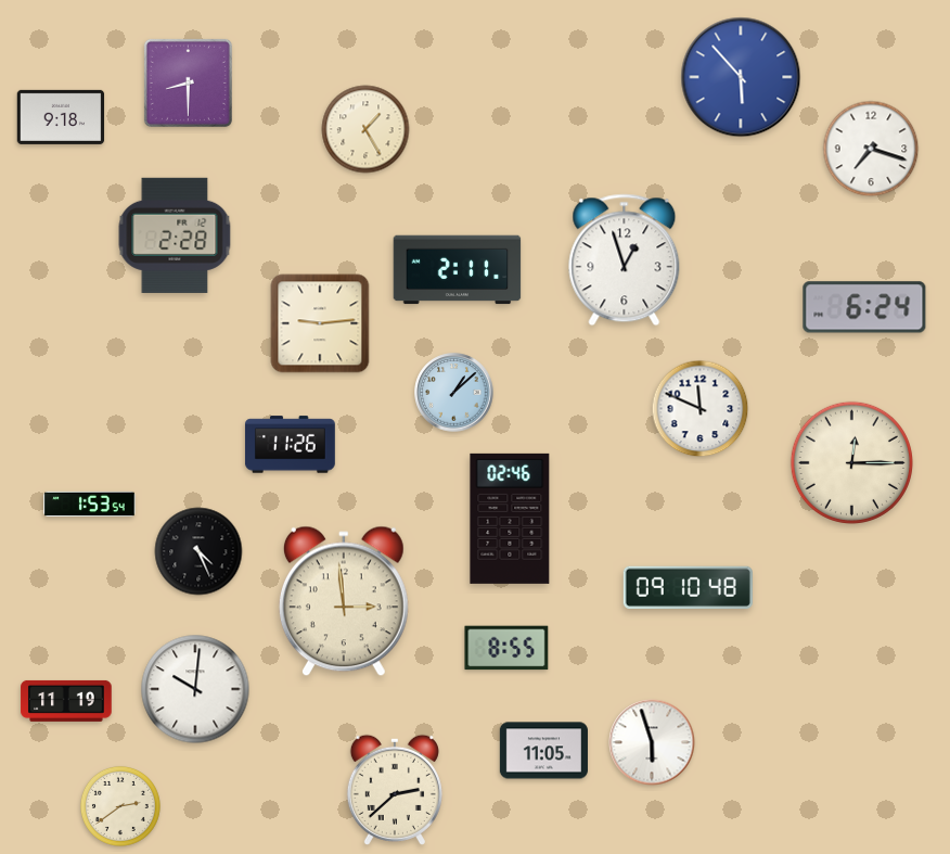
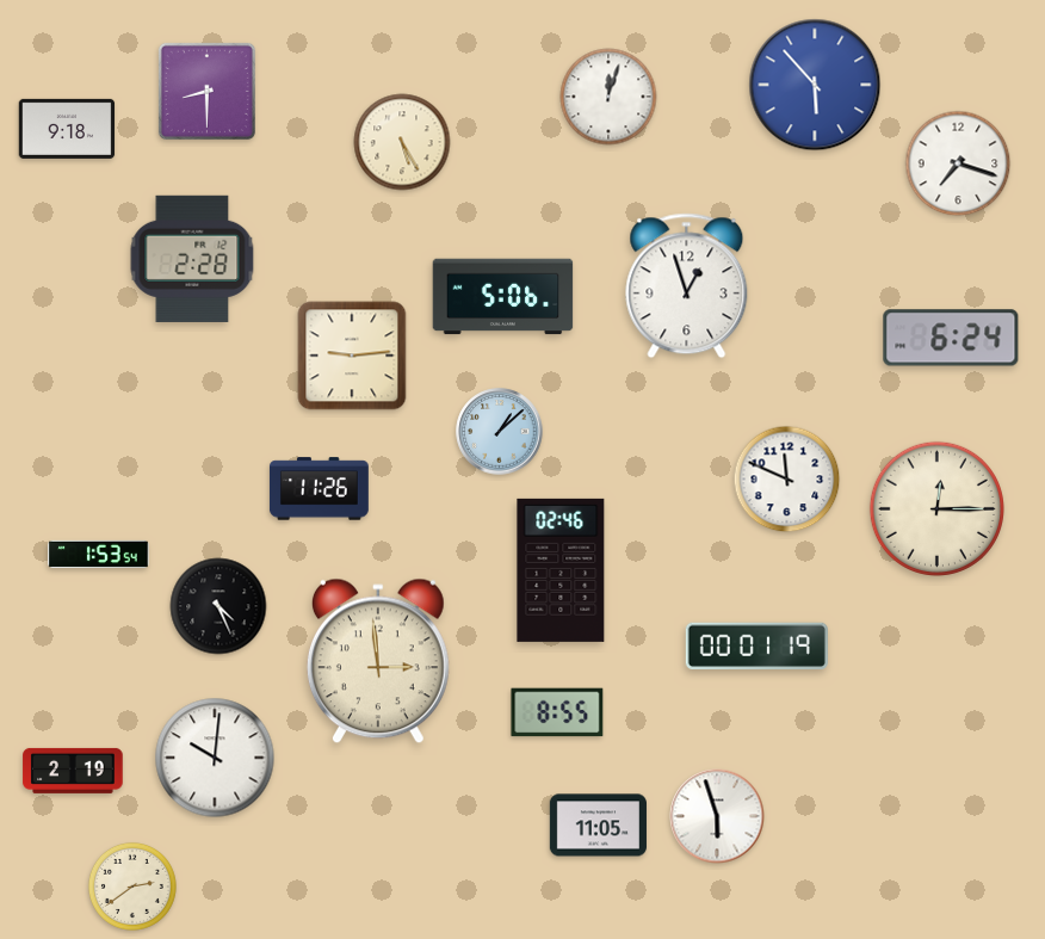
clock at (608, 97): none -> 12:03
clock at (365, 129): 1:25 -> 5:25
clock at (458, 270): 2:11 -> 5:06
clock at (701, 409) position: (701, 409) -> (787, 480)
clock at (688, 587): 09:10 -> 00:01
clock at (66, 701): 11:19 -> 2:19
clock at (395, 790): 2:38 -> none
